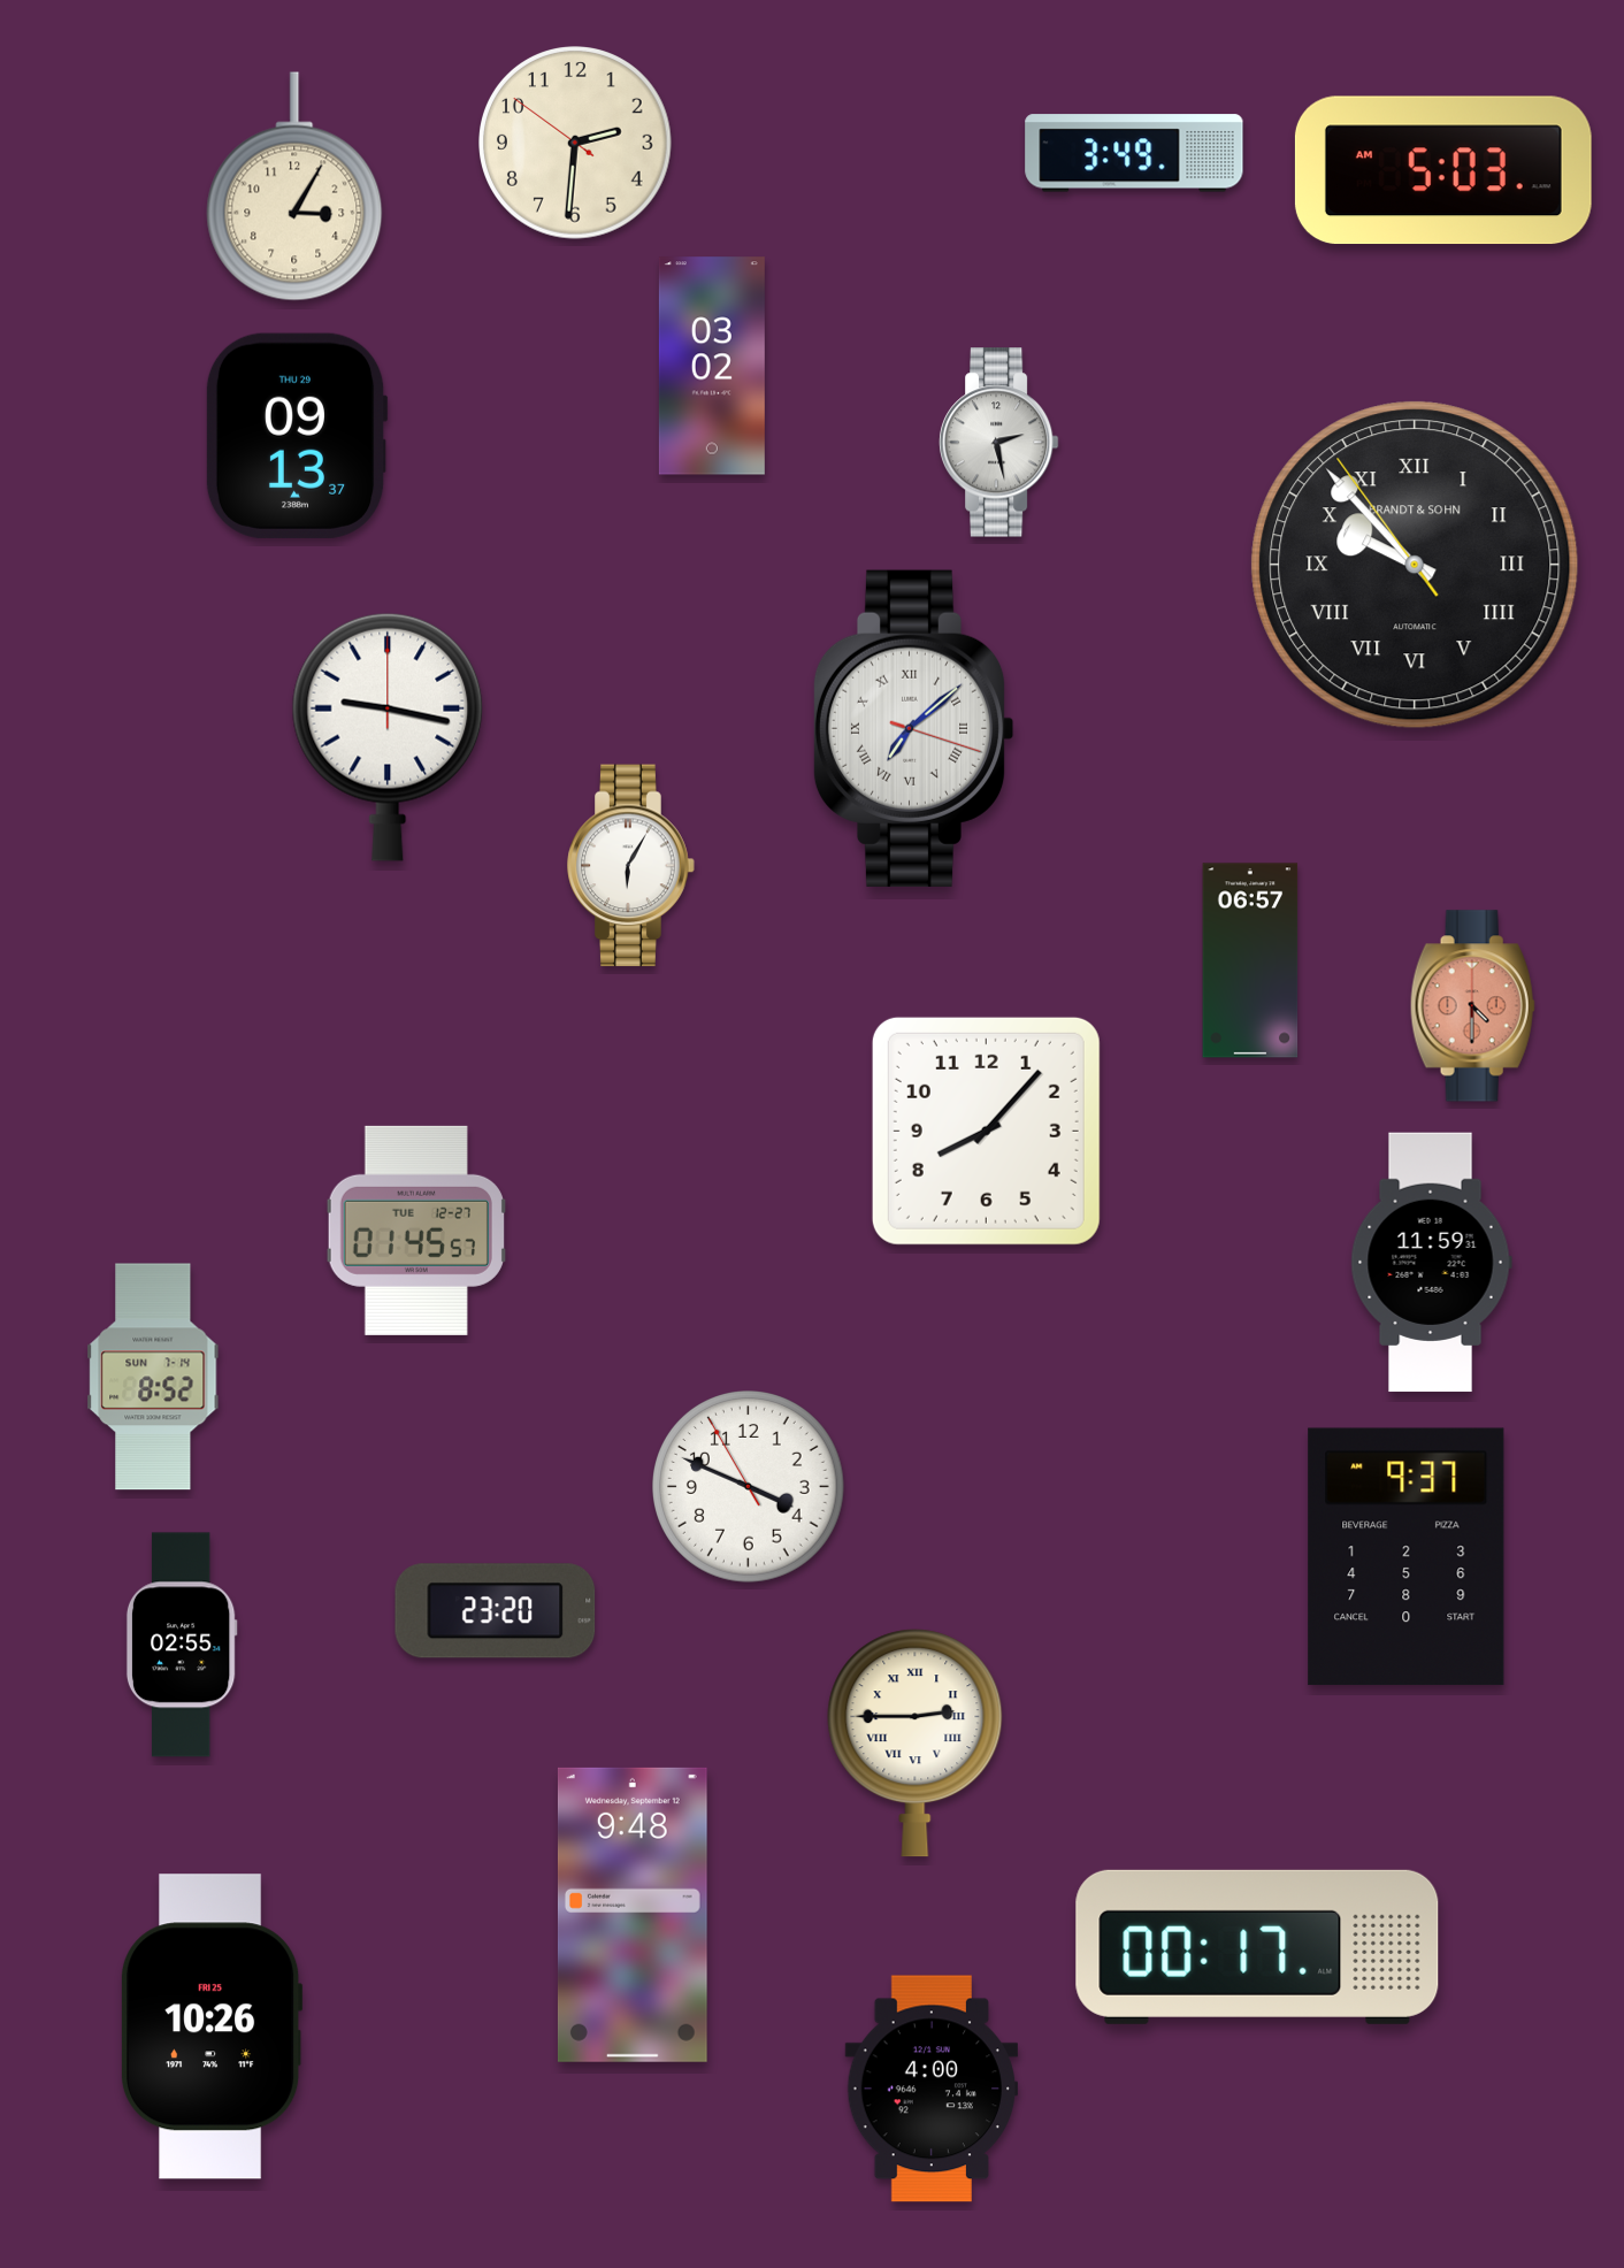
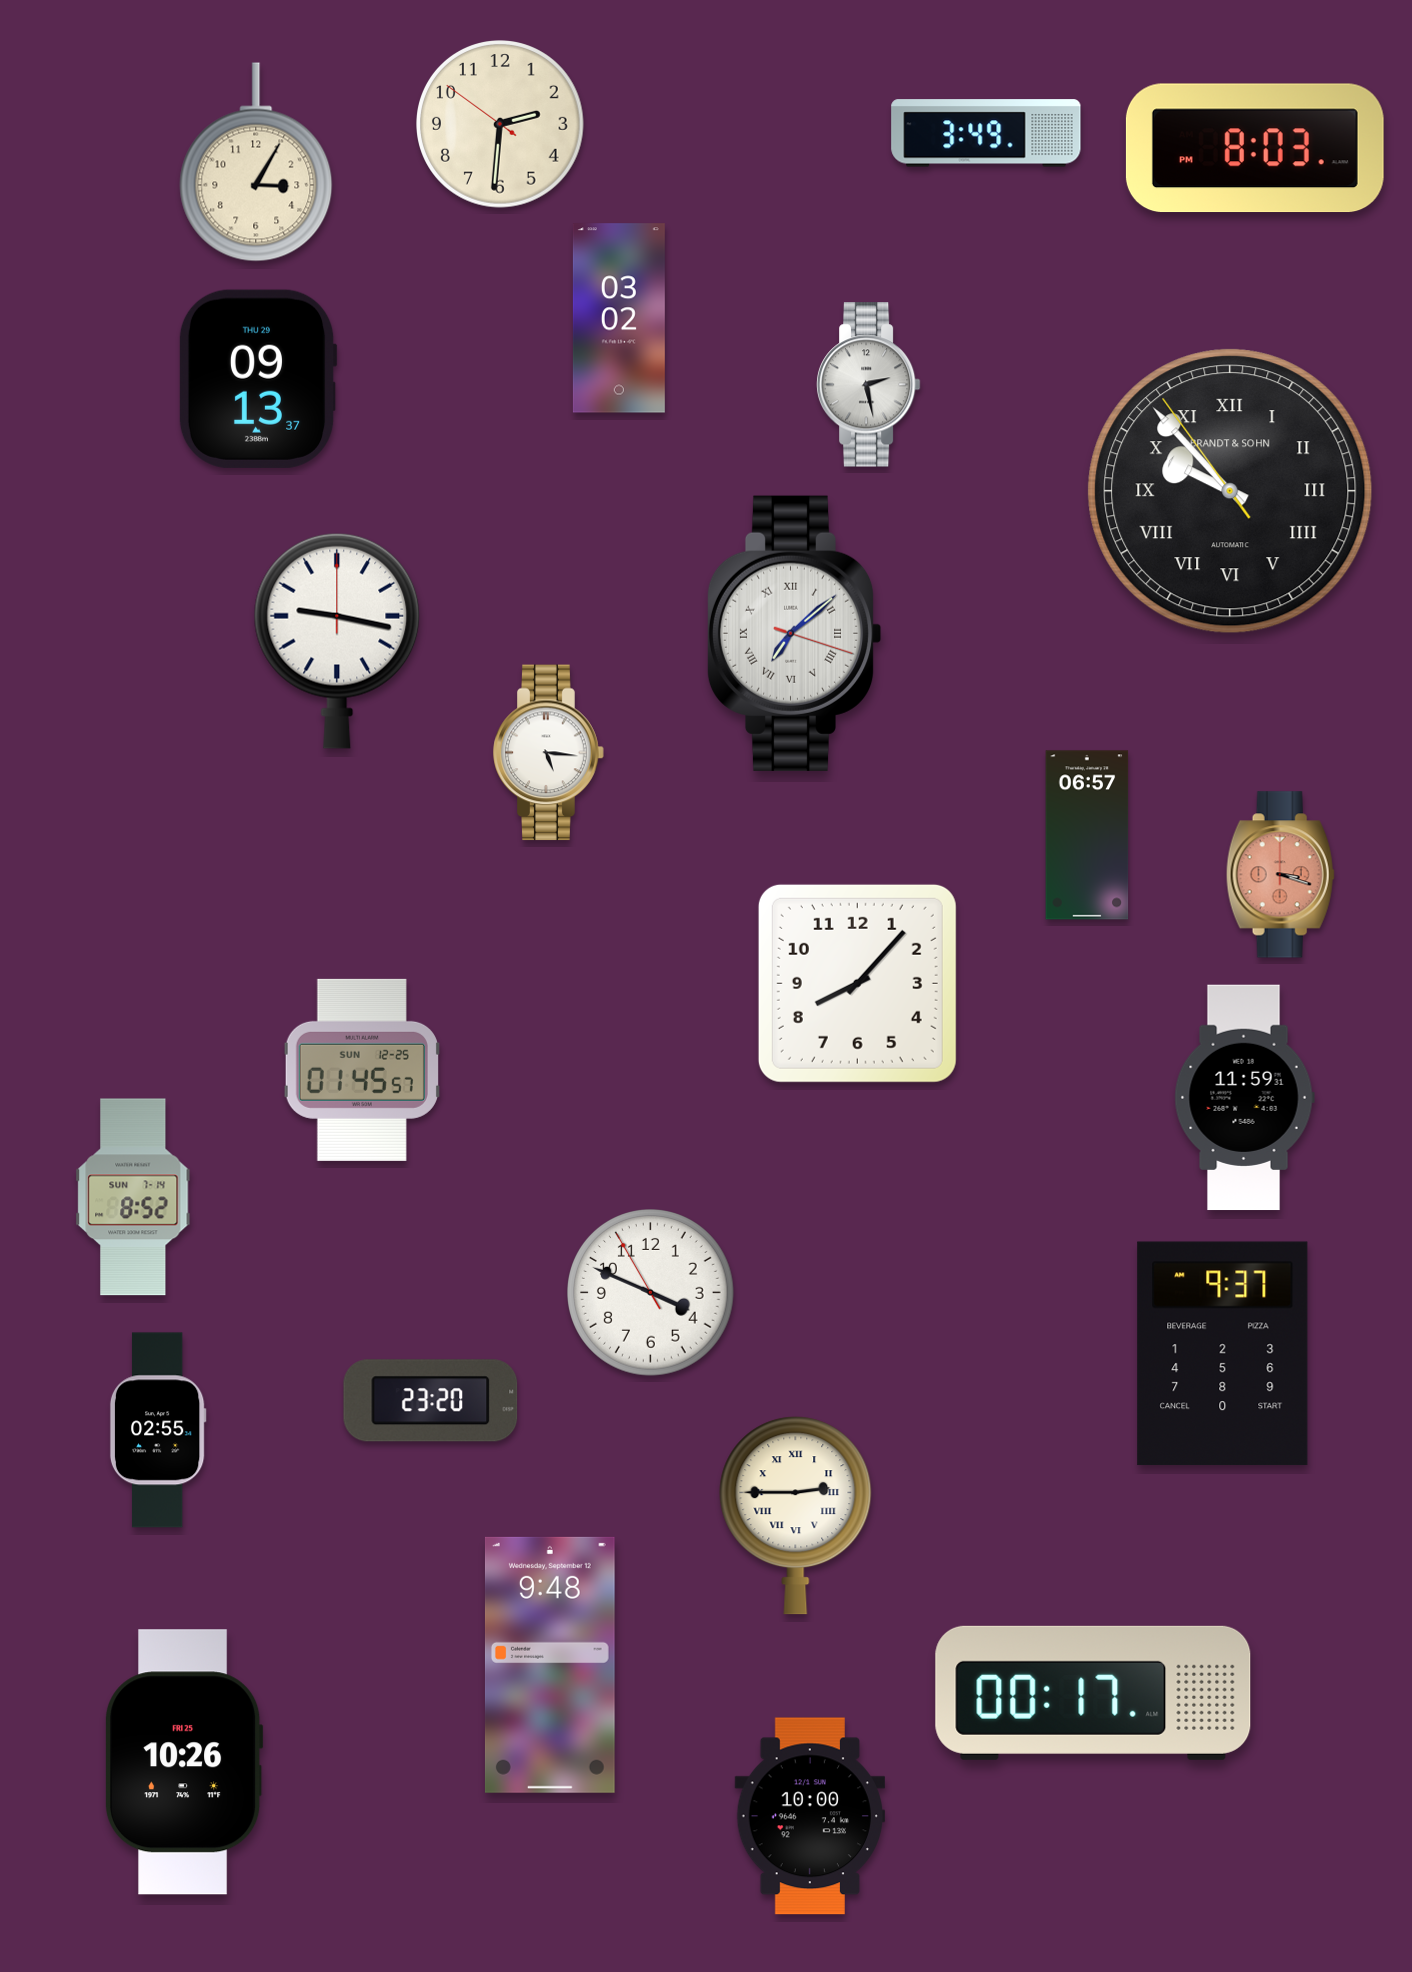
clock at (1443, 170): 5:03 -> 8:03
clock at (631, 866): 6:05 -> 5:16
clock at (1472, 1006): 4:30 -> 3:18
clock at (416, 1231) date: TUE 12-27 -> SUN 12-25
clock at (930, 2089): 4:00 -> 10:00
